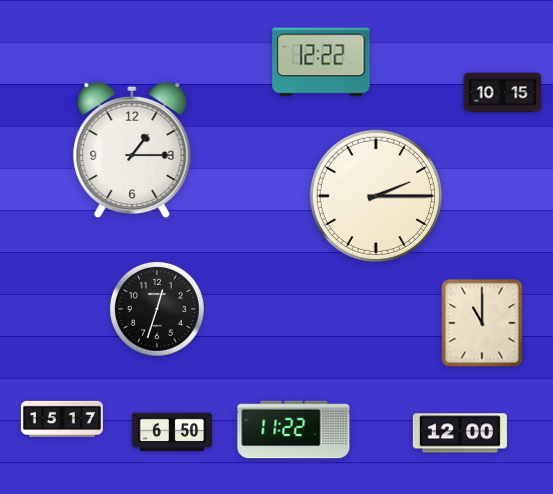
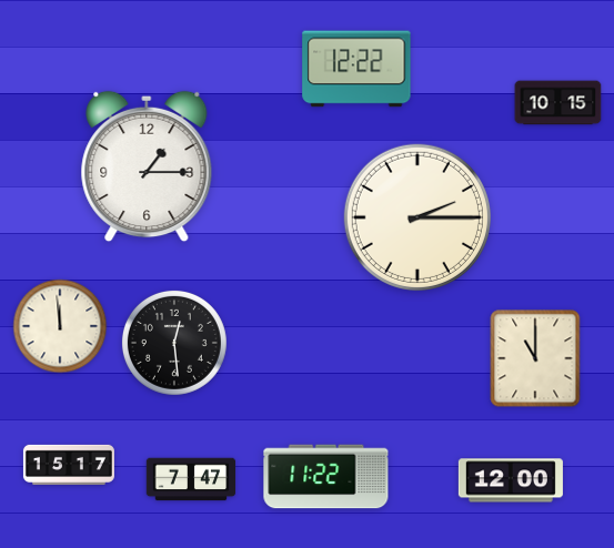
clock at (60, 326): none -> 11:59
clock at (157, 309): 12:33 -> 12:29
clock at (172, 432): 6:50 -> 7:47
